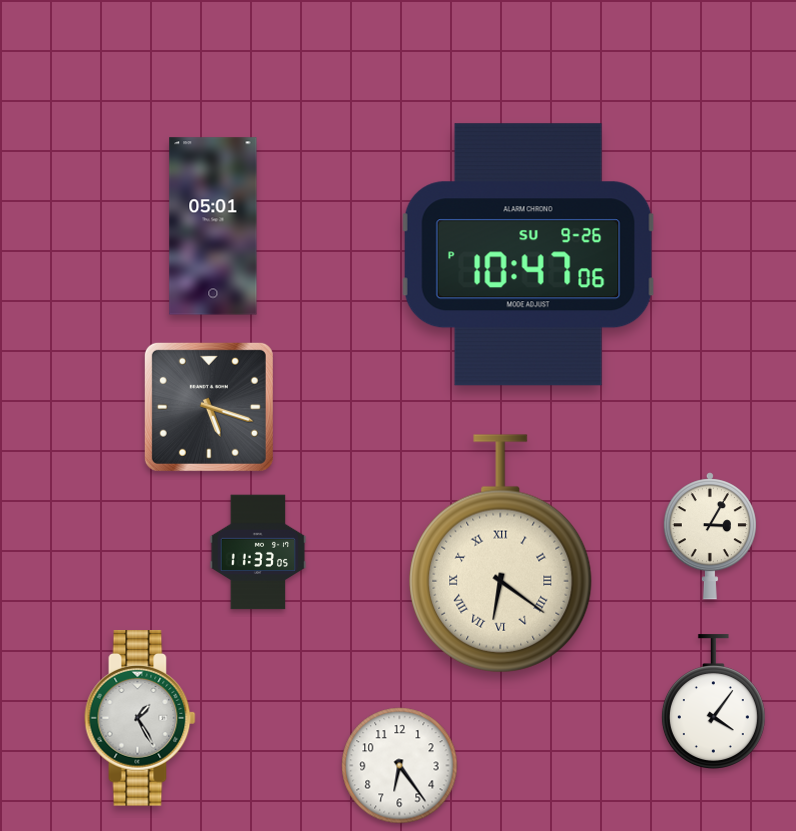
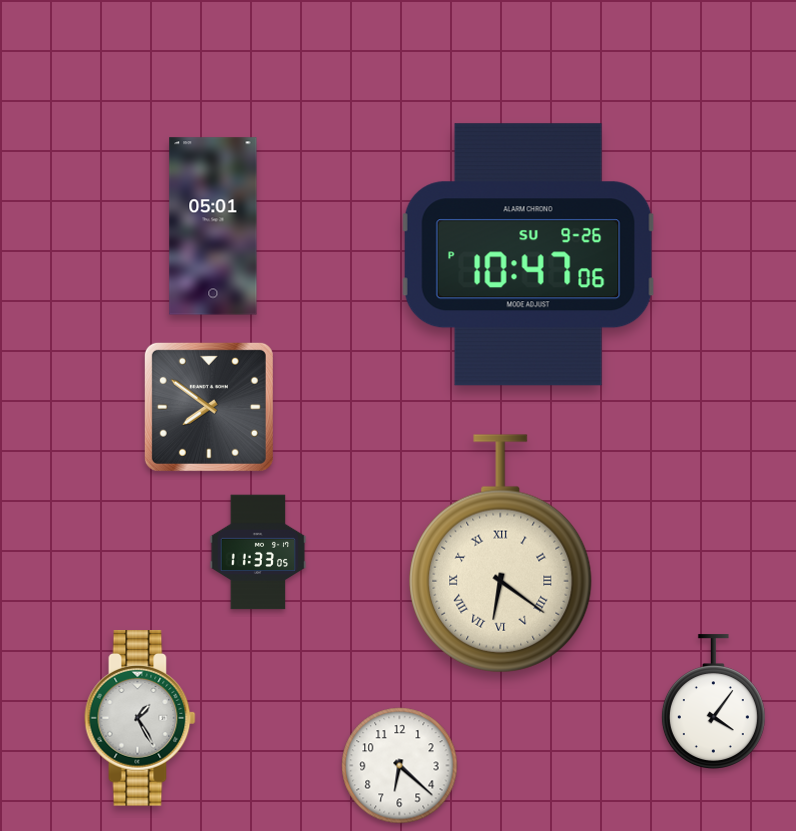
clock at (209, 407): 5:18 -> 7:51
clock at (710, 536): 3:05 -> none
clock at (400, 766): 6:24 -> 6:22
